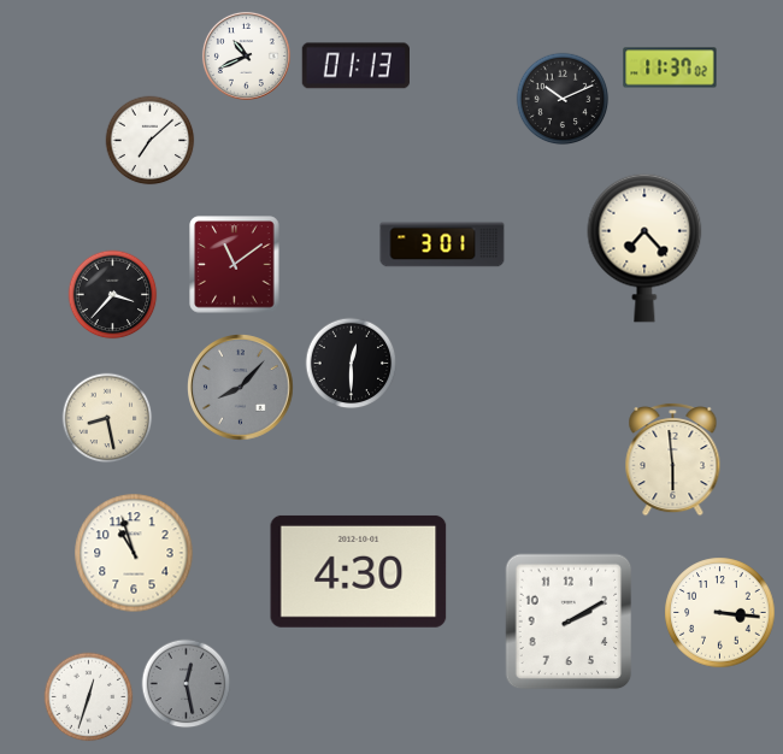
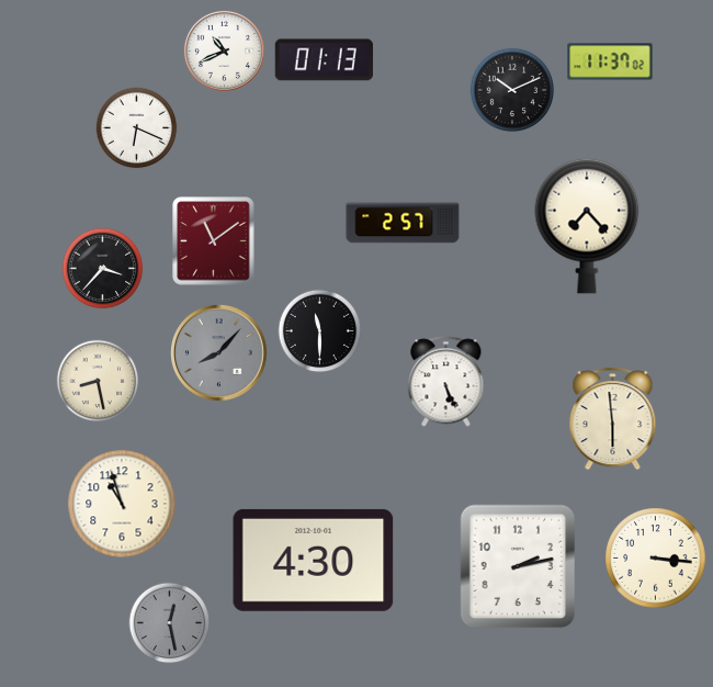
clock at (151, 141): 7:08 -> 6:19
clock at (442, 245): 3:01 -> 2:57
clock at (352, 364): 12:30 -> 11:30
clock at (446, 382): none -> 5:26
clock at (359, 571) position: (359, 571) -> (314, 560)
clock at (569, 622): 2:10 -> 2:13
clock at (89, 697): 12:33 -> none
